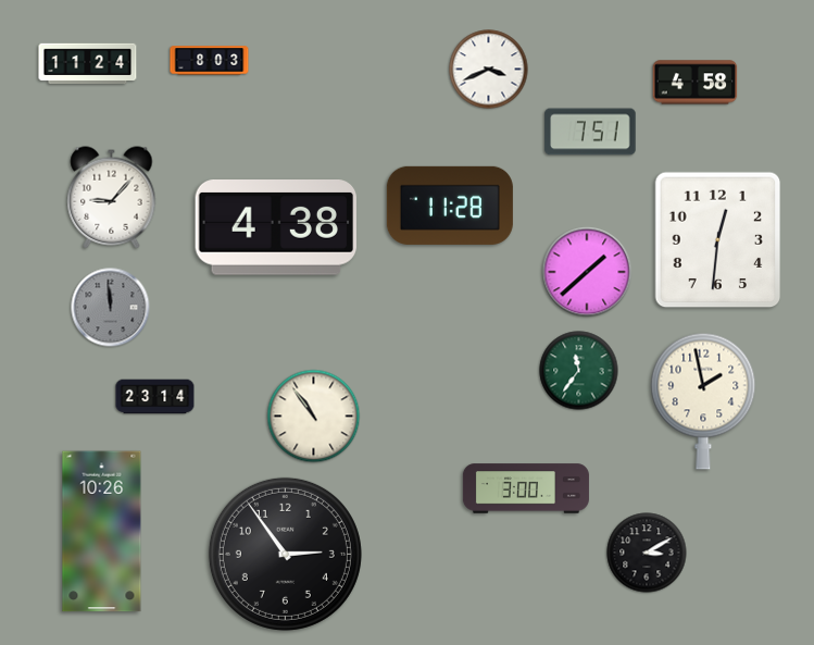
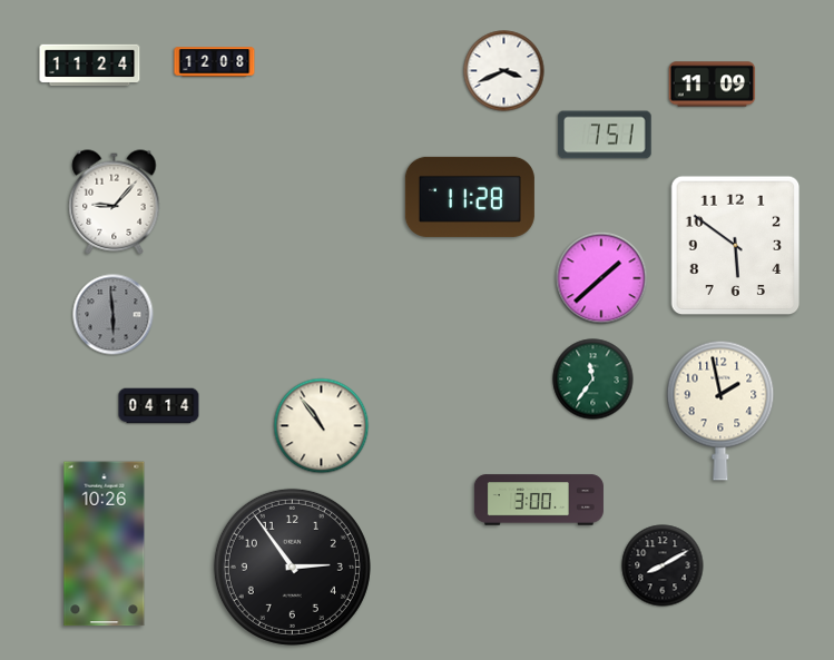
clock at (210, 61): 8:03 -> 12:08
clock at (489, 70) position: (489, 70) -> (504, 71)
clock at (696, 83): 4:58 -> 11:09
clock at (450, 206) position: (450, 206) -> (470, 197)
clock at (275, 228): 4:38 -> none
clock at (718, 240): 12:31 -> 5:51
clock at (111, 308): 11:59 -> 5:59
clock at (155, 397): 23:14 -> 04:14
clock at (647, 553): 3:10 -> 8:10
